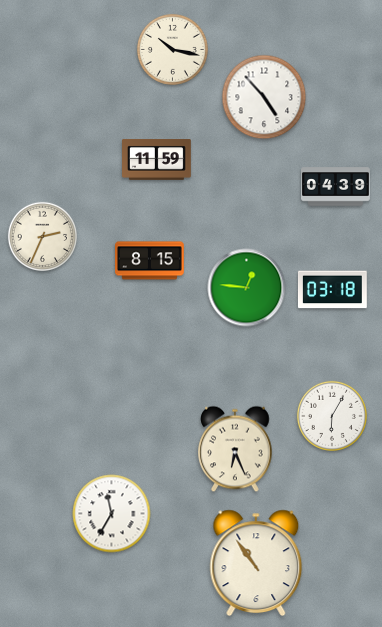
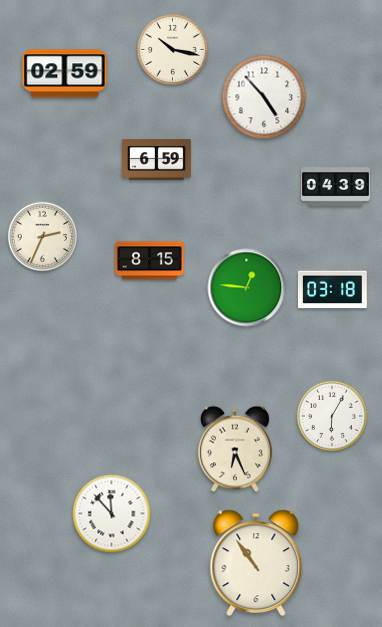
clock at (65, 74): none -> 02:59
clock at (157, 160): 11:59 -> 6:59
clock at (112, 514): 11:35 -> 11:53
